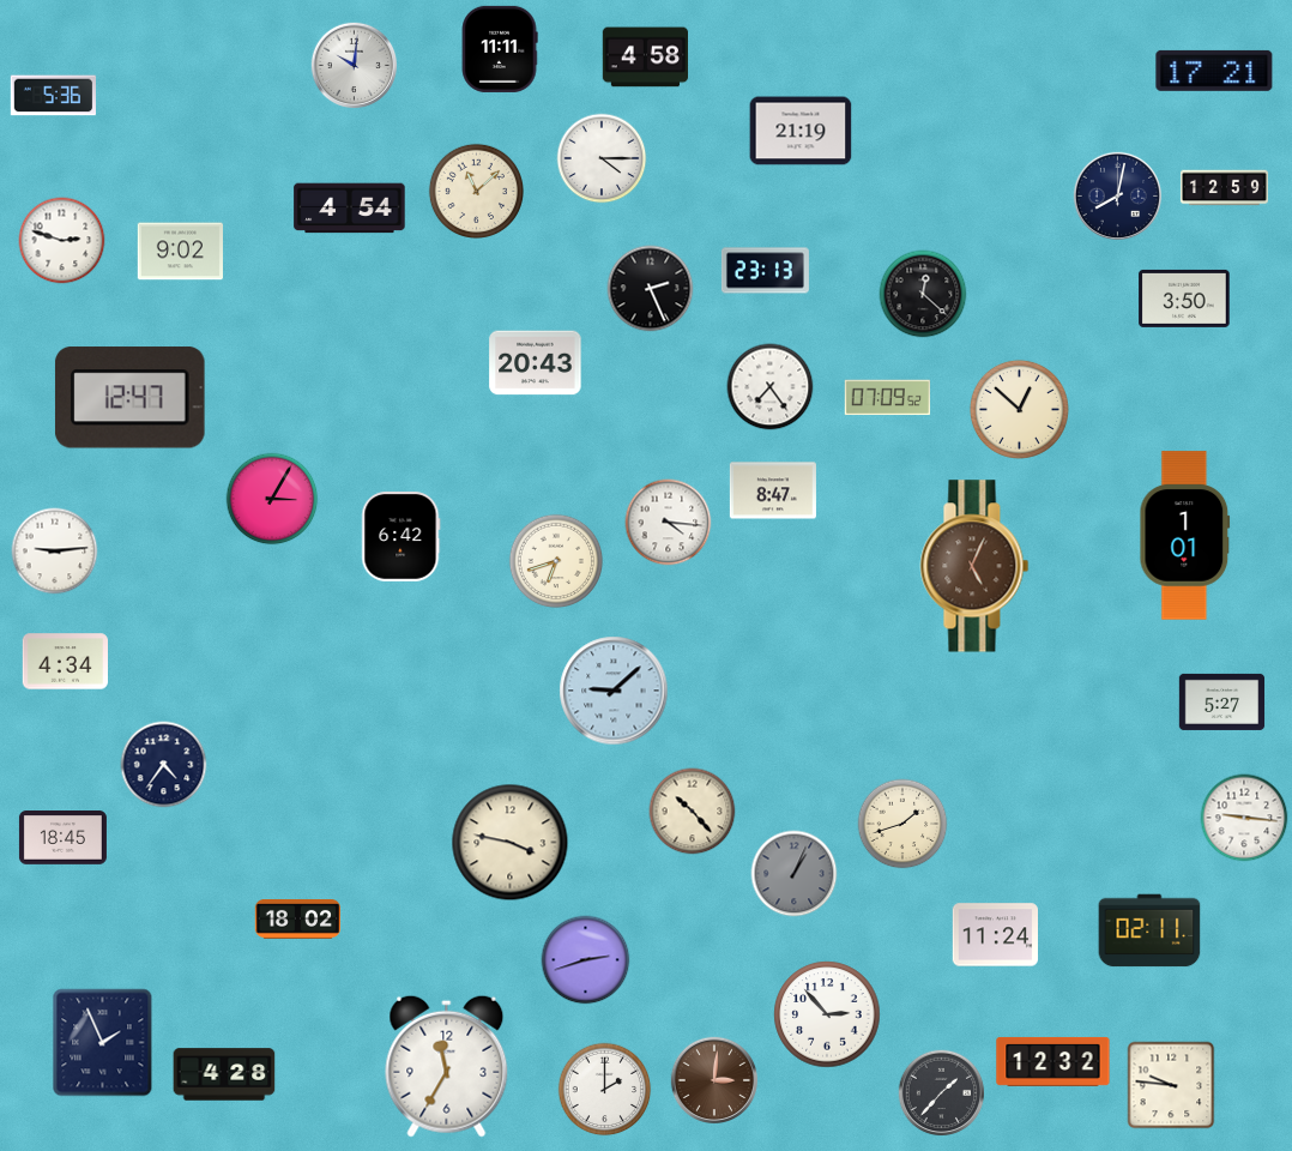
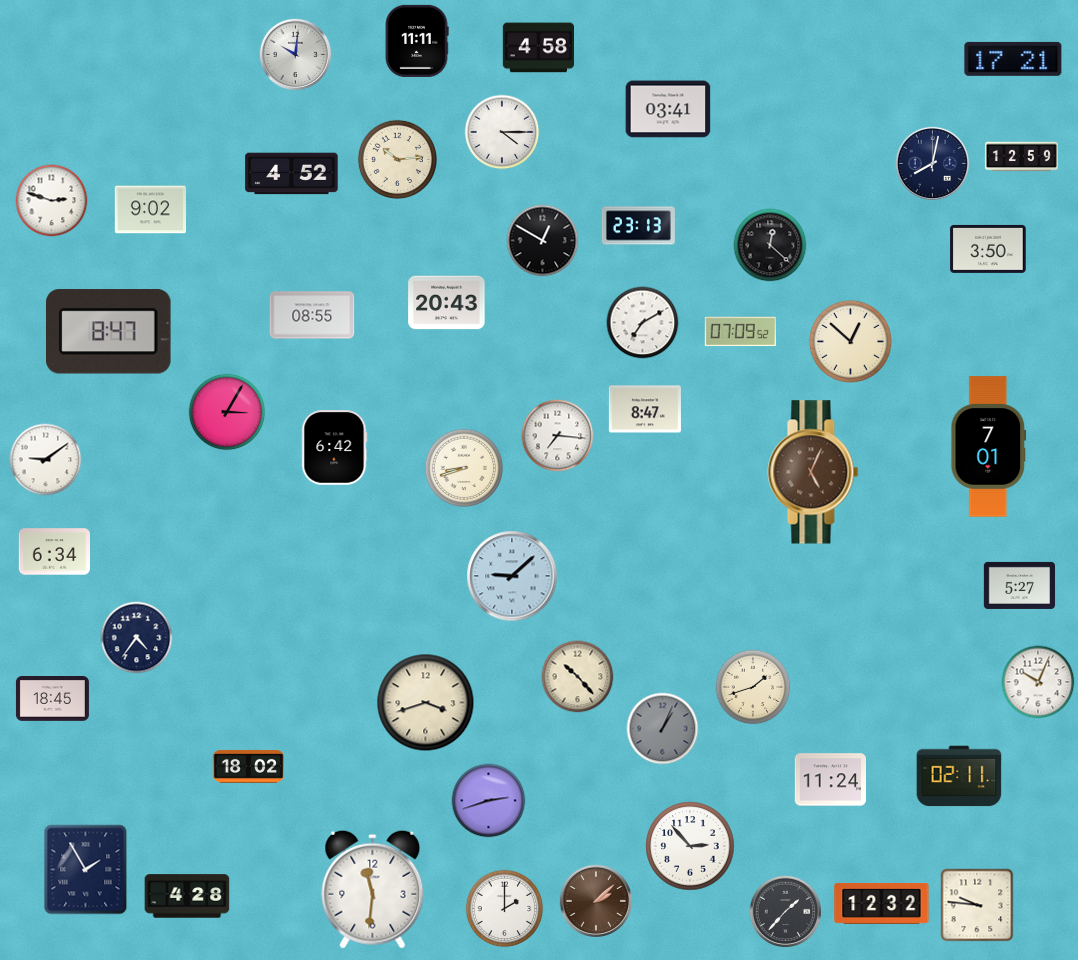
clock at (53, 96): 5:36 -> none
clock at (801, 131): 21:19 -> 03:41
clock at (476, 191): 11:08 -> 10:14
clock at (350, 209): 4:54 -> 4:52
clock at (651, 289): 2:26 -> 12:50
clock at (312, 315): none -> 08:55
clock at (771, 387): 7:24 -> 7:10
clock at (129, 398): 12:47 -> 8:47
clock at (272, 499) position: (272, 499) -> (227, 412)
clock at (669, 523): 4:16 -> 7:16
clock at (1185, 536): 1:01 -> 7:01
clock at (55, 552): 9:14 -> 9:09
clock at (556, 561): 6:42 -> 8:42
clock at (66, 662): 4:34 -> 6:34
clock at (1244, 818): 9:16 -> 10:04
clock at (511, 843): 3:47 -> 3:42
clock at (103, 1043): 1:56 -> 1:55
clock at (1053, 1061) position: (1053, 1061) -> (882, 903)
clock at (447, 1066): 11:35 -> 11:31
clock at (713, 1079): 3:01 -> 2:08
